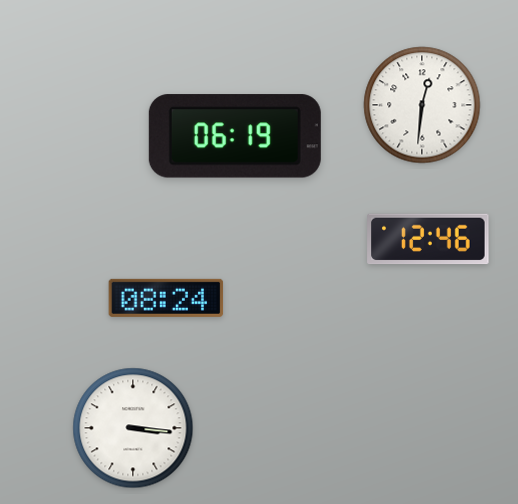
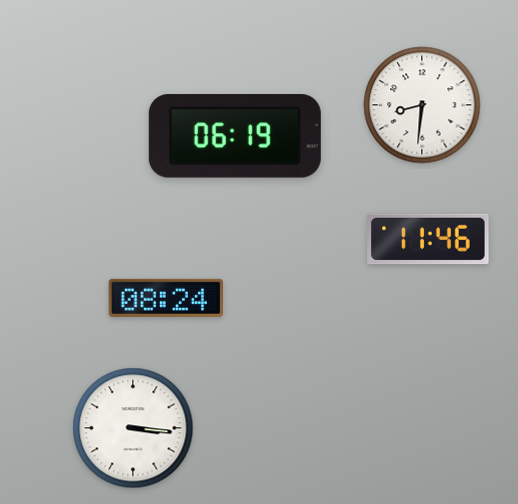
clock at (422, 105): 12:31 -> 8:31
clock at (428, 239): 12:46 -> 11:46
